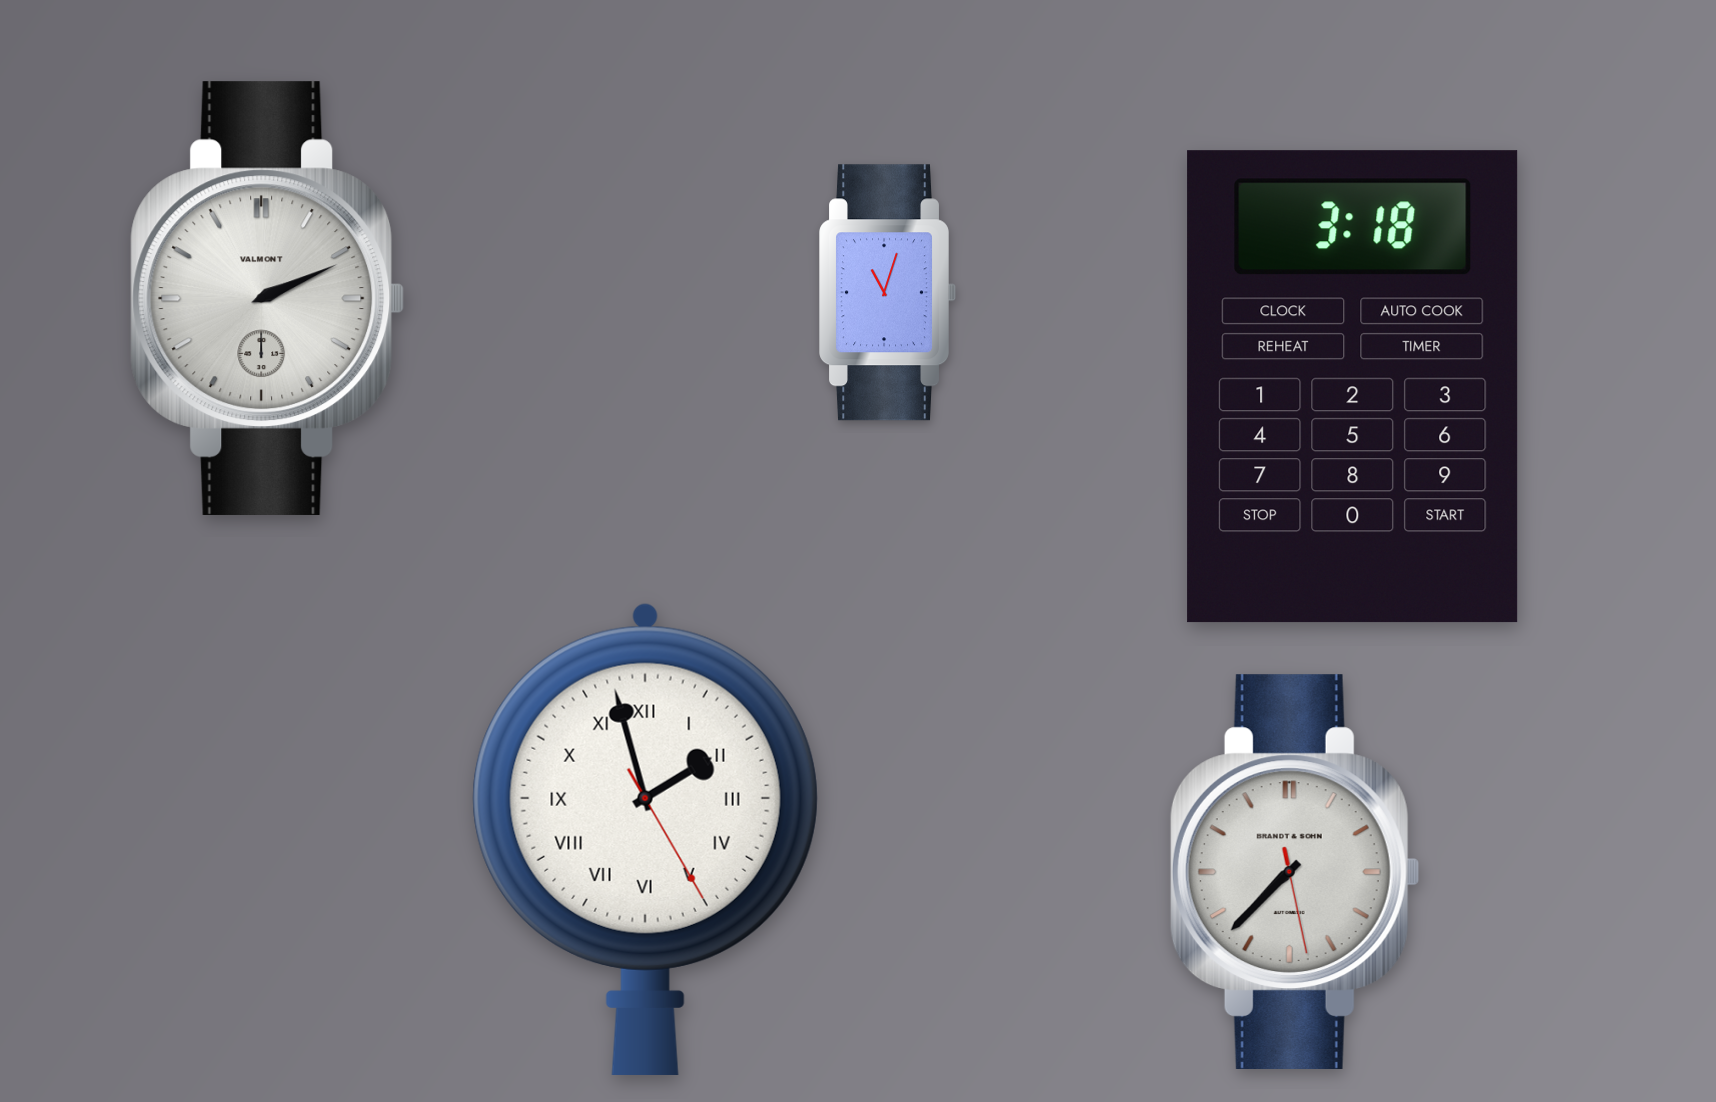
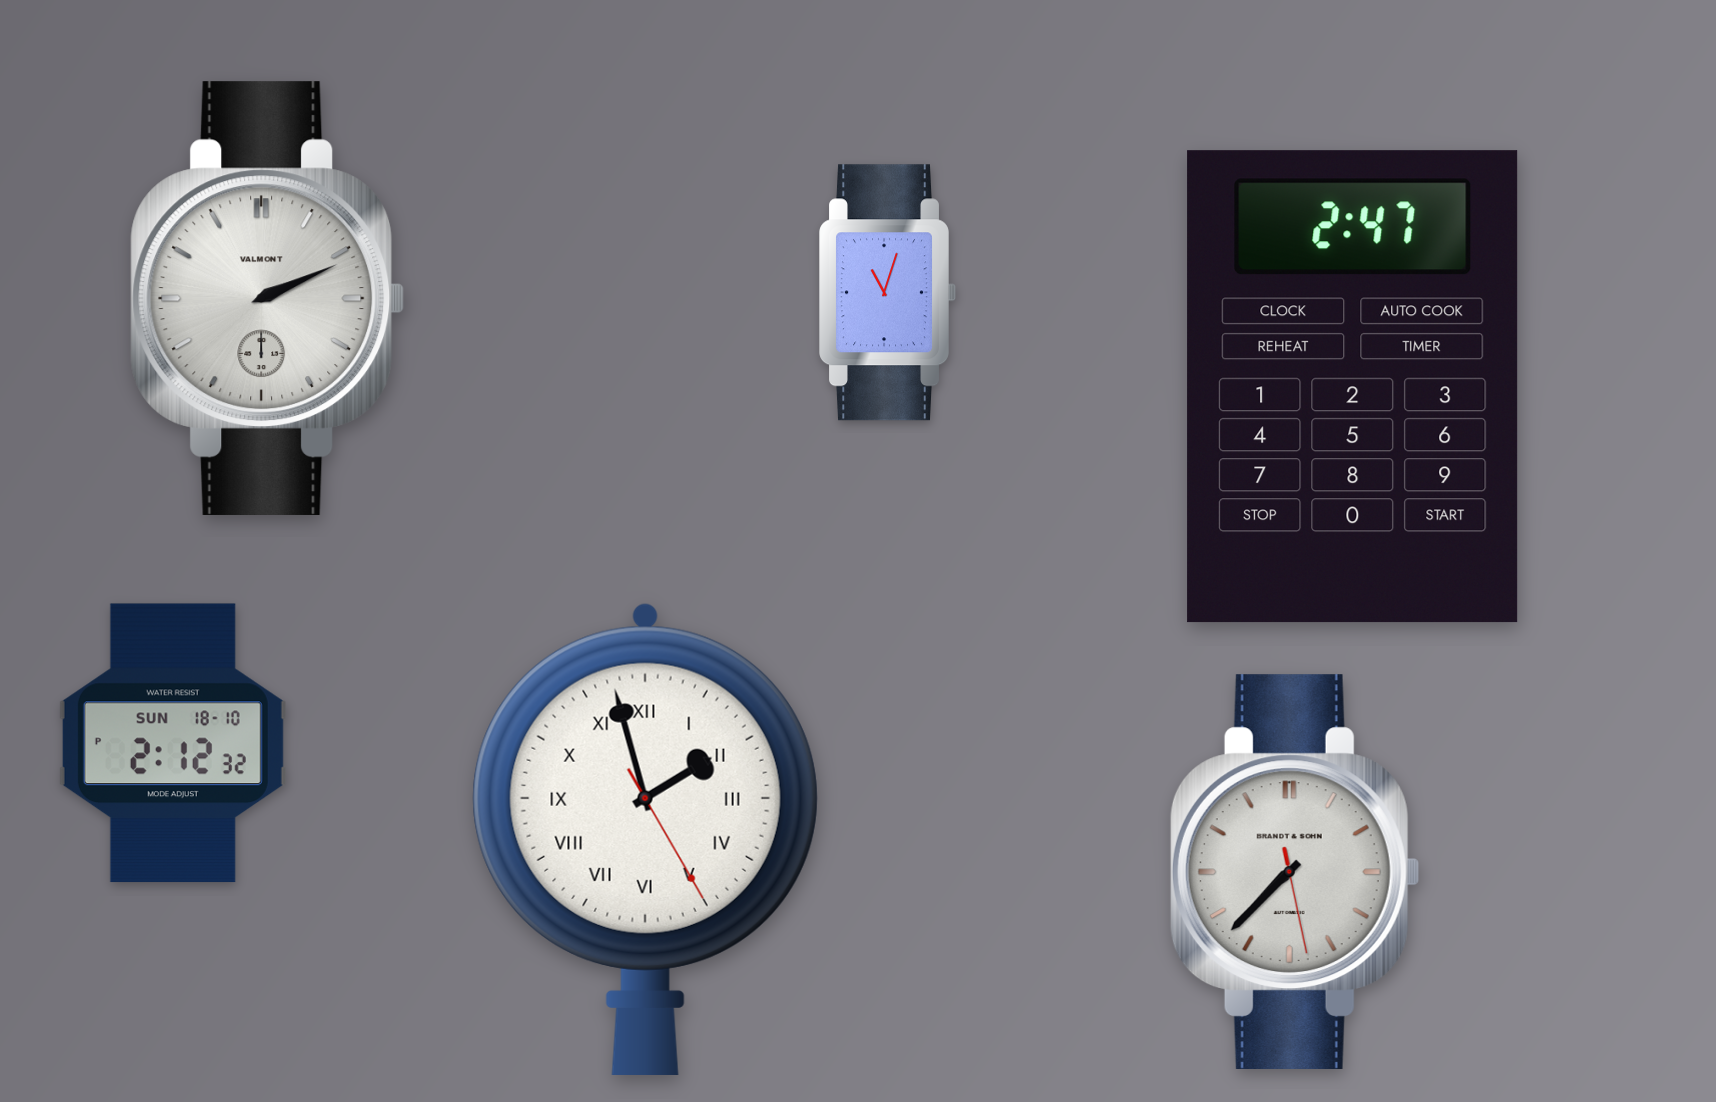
clock at (1353, 387): 3:18 -> 2:47
clock at (173, 743): none -> 2:12
